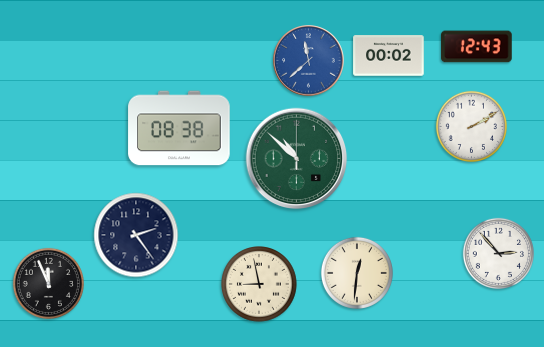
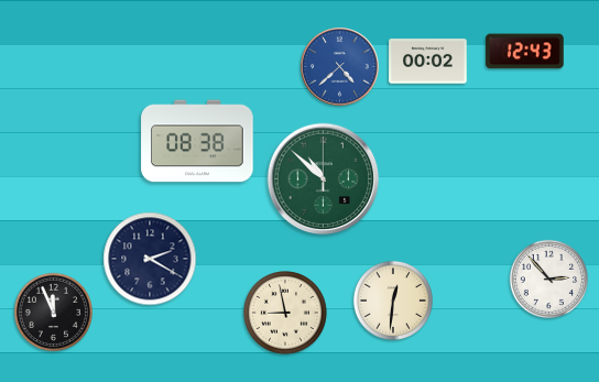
clock at (309, 61): 11:38 -> 4:38
clock at (471, 126): 2:10 -> none
clock at (297, 159) position: (297, 159) -> (324, 179)
clock at (136, 235): 2:24 -> 2:20
